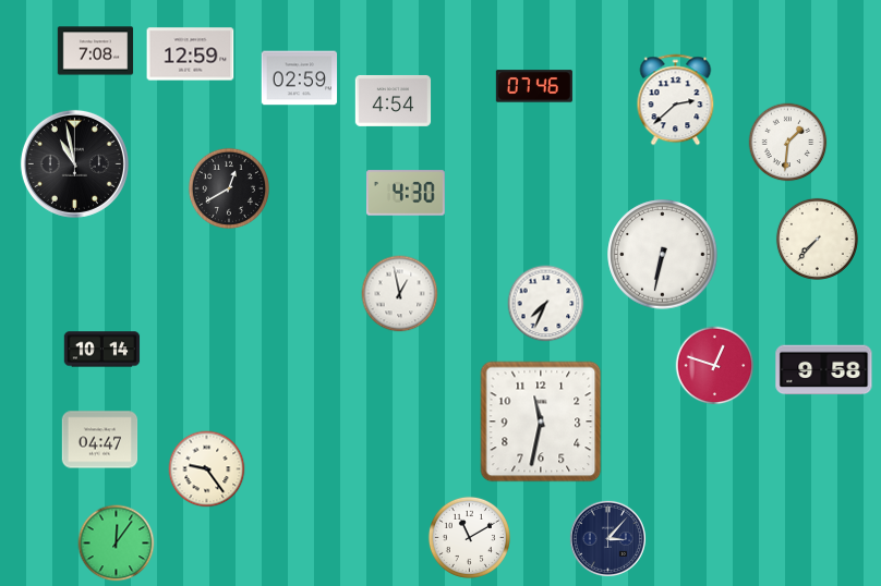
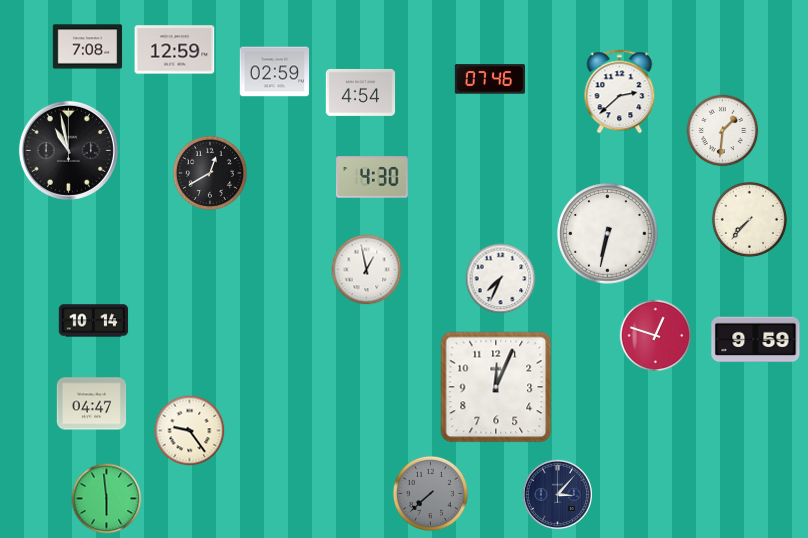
clock at (824, 370): 9:58 -> 9:59
clock at (541, 422): 11:32 -> 12:04
clock at (469, 537): 11:10 -> 7:38
clock at (469, 537) dial: white -> grey
clock at (117, 544): 12:06 -> 5:59
